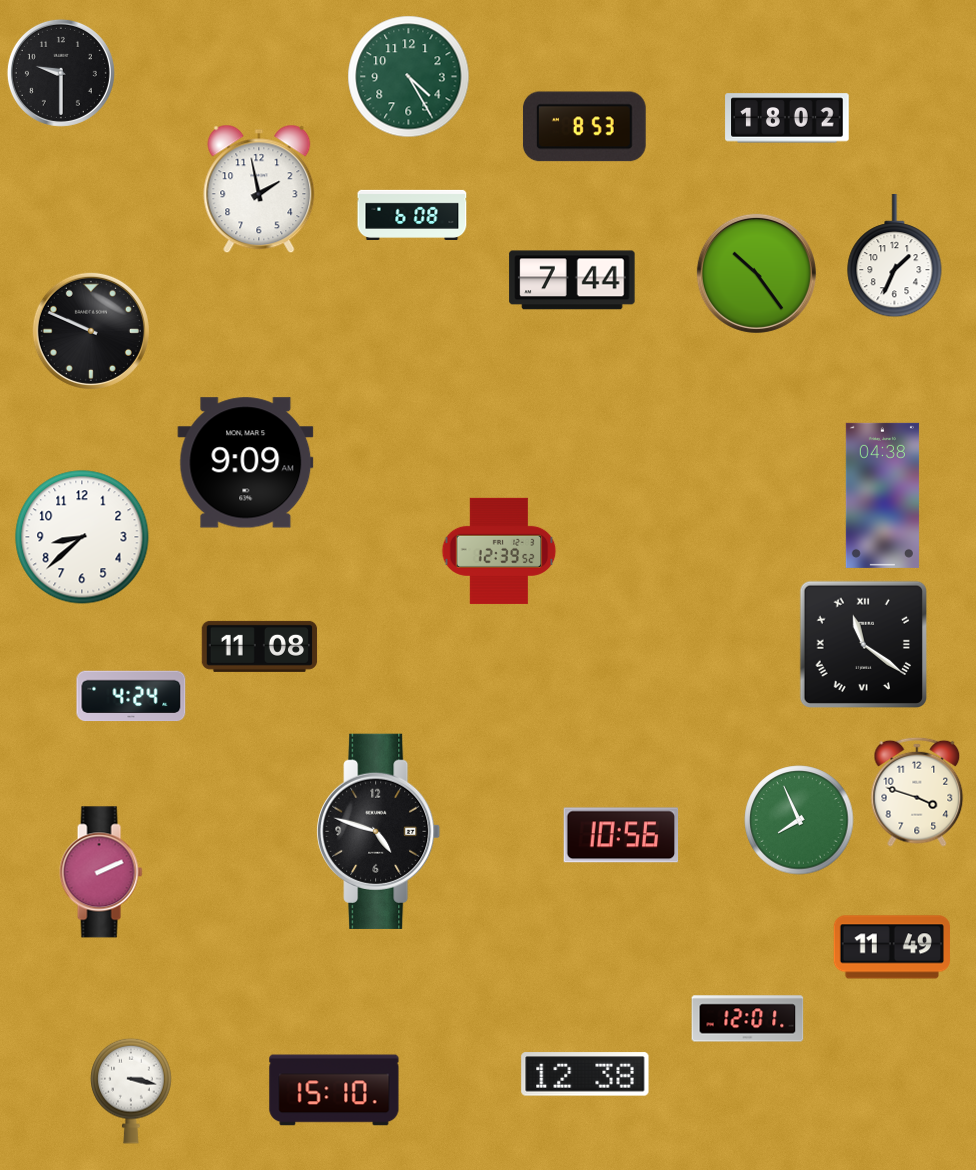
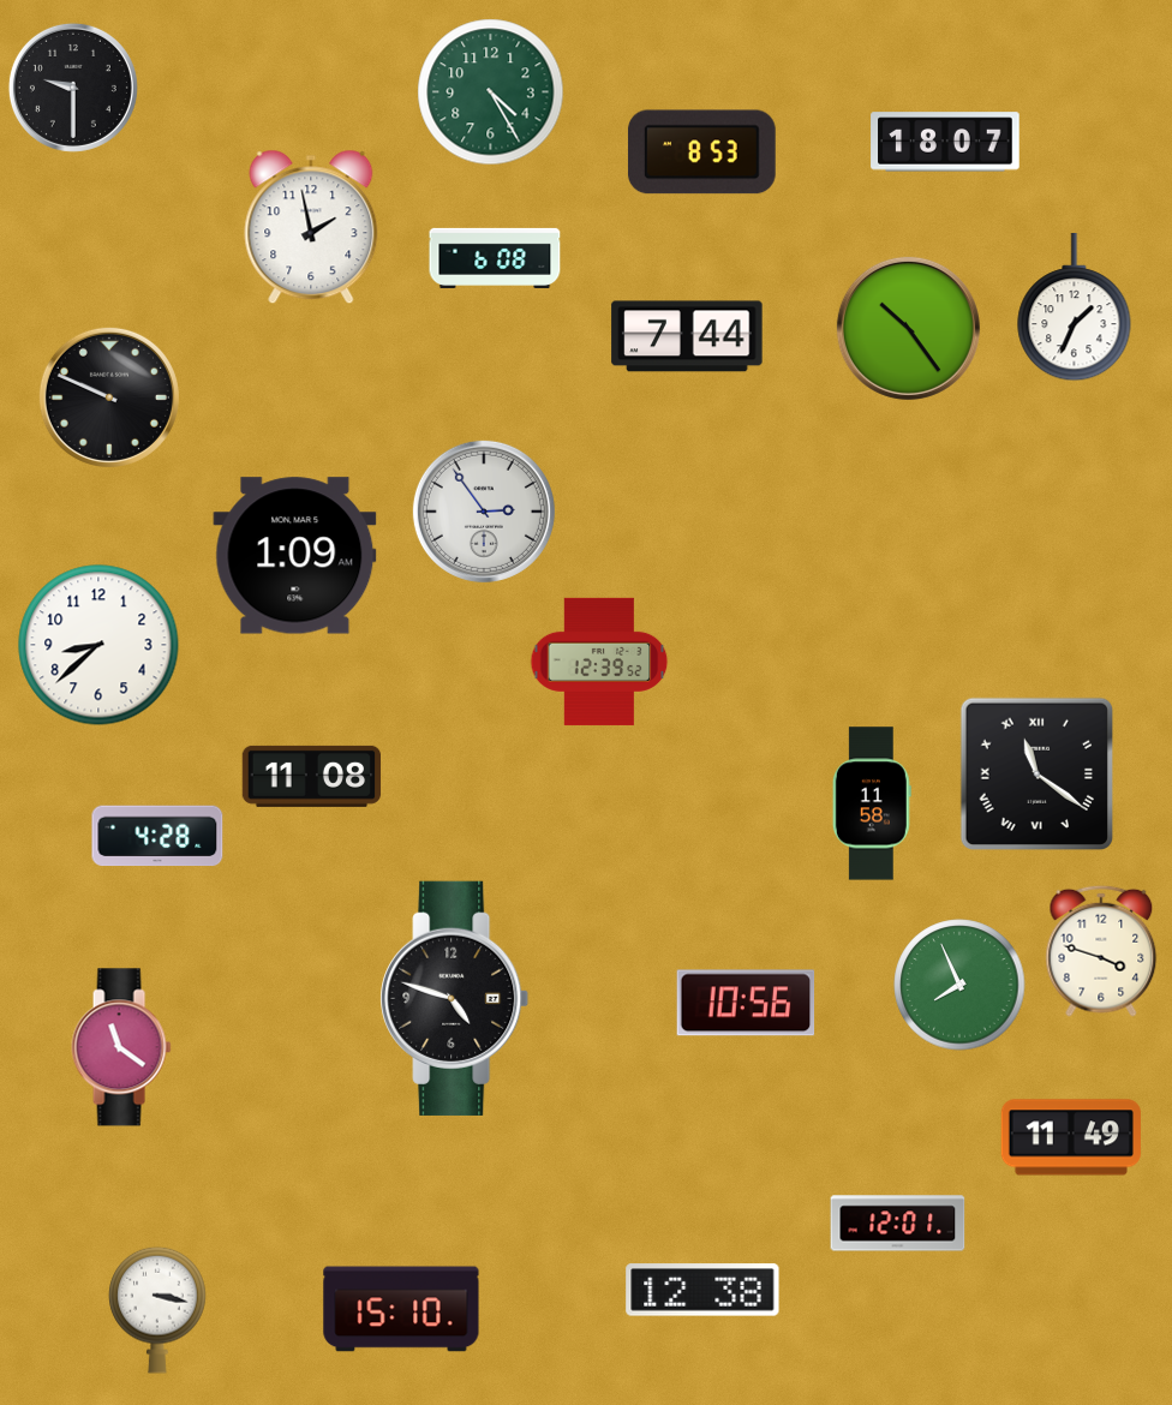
clock at (787, 118): 18:02 -> 18:07
clock at (484, 512): none -> 2:54
clock at (246, 463): 9:09 -> 1:09
clock at (882, 495): 04:38 -> none
clock at (872, 803): none -> 11:58
clock at (131, 696): 4:24 -> 4:28
clock at (101, 872): 2:11 -> 11:21
